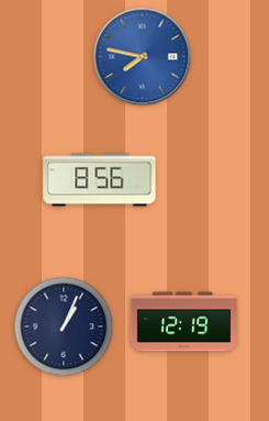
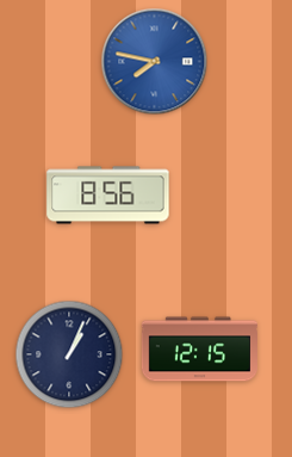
clock at (183, 322): 12:19 -> 12:15
